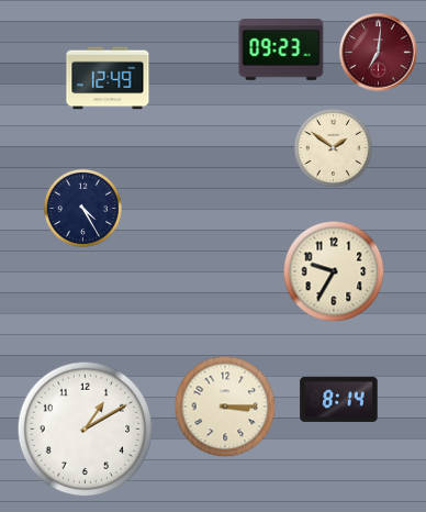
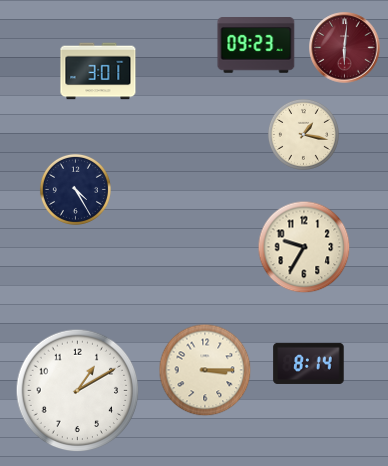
clock at (379, 53): 7:01 -> 6:01
clock at (108, 78): 12:49 -> 3:01
clock at (333, 147): 1:51 -> 1:17
